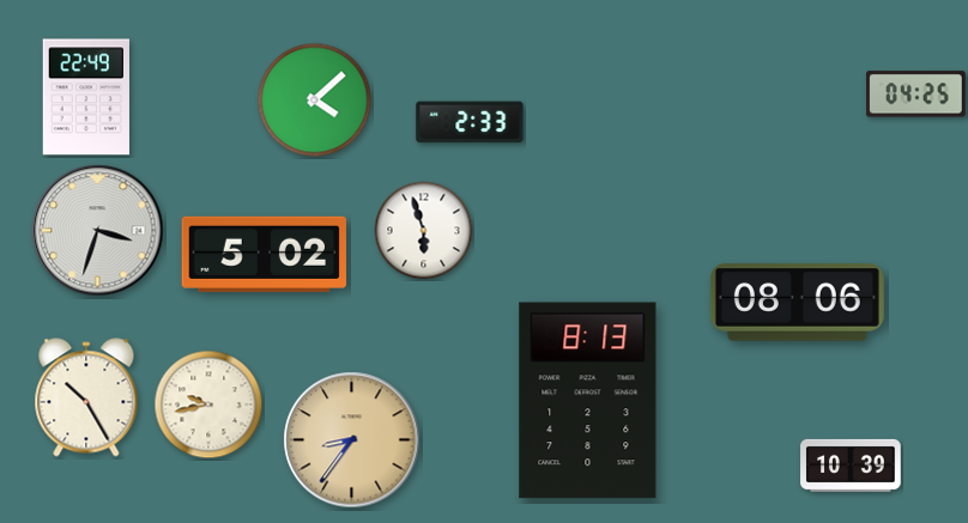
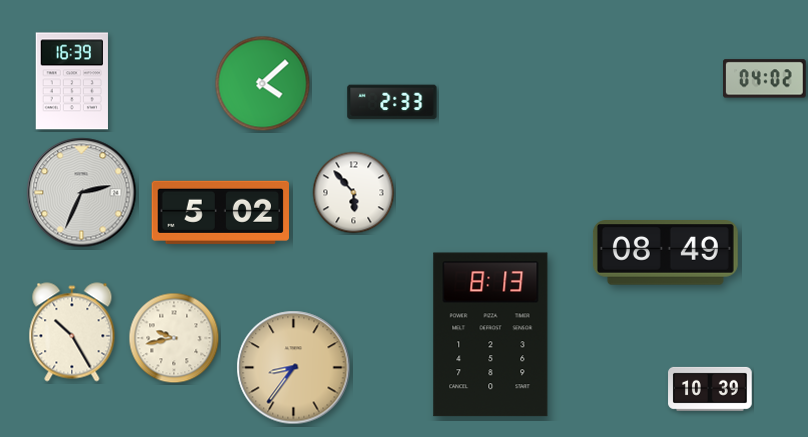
clock at (916, 95): 04:25 -> 04:02
clock at (86, 97): 22:49 -> 16:39
clock at (98, 231): 3:33 -> 2:34
clock at (424, 231): 5:57 -> 5:53
clock at (797, 303): 08:06 -> 08:49
